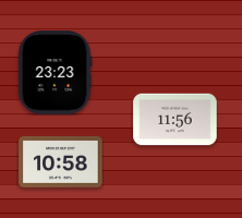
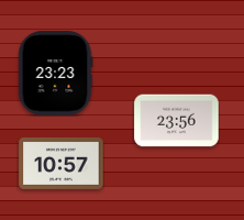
clock at (176, 120): 11:56 -> 23:56
clock at (61, 161): 10:58 -> 10:57
